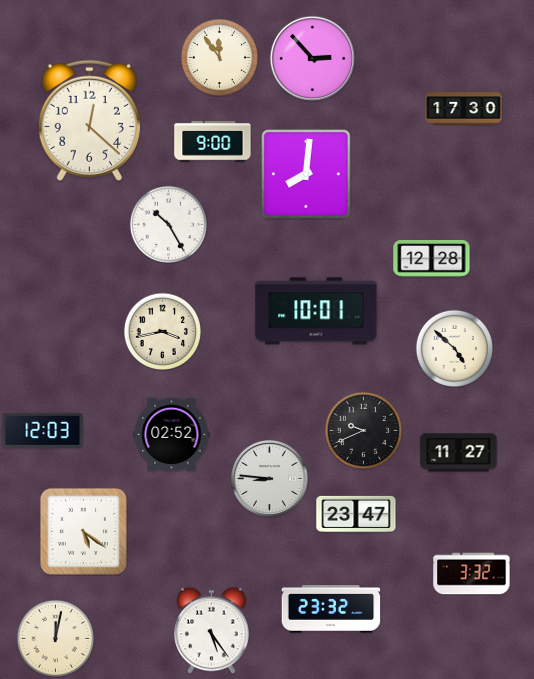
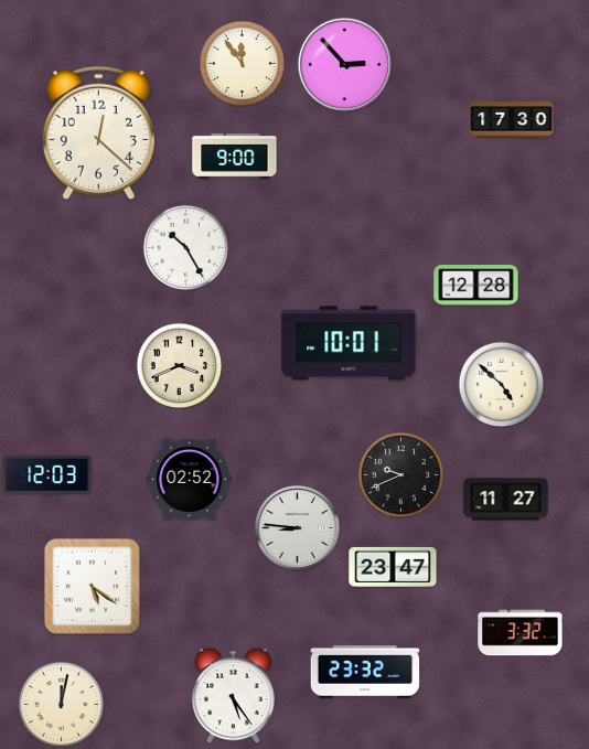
clock at (306, 174): 8:01 -> none
clock at (162, 331): 3:43 -> 3:41
